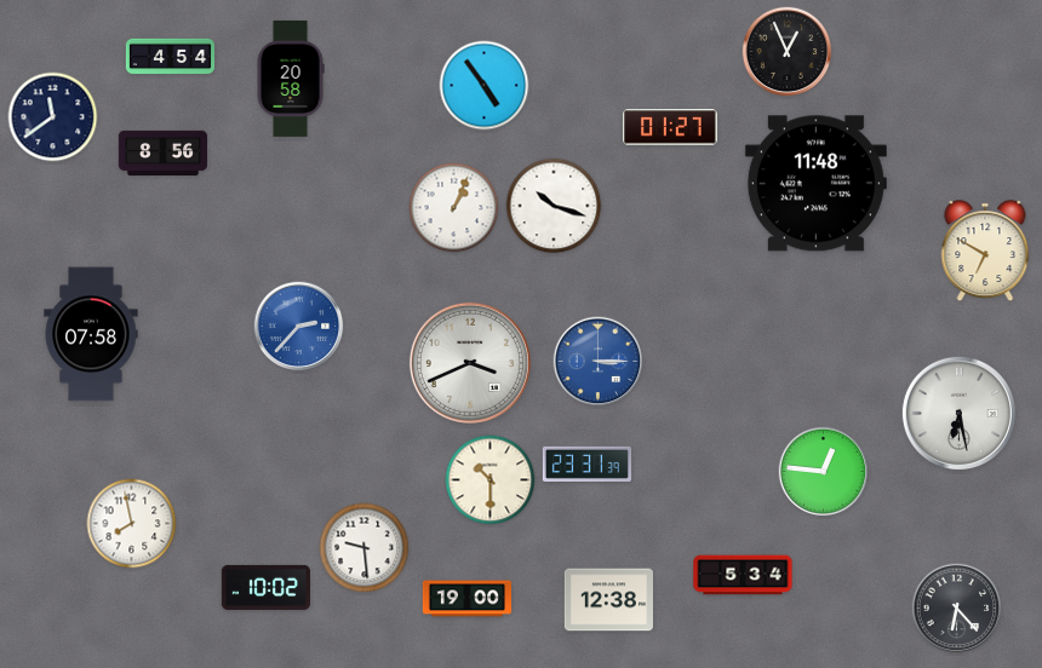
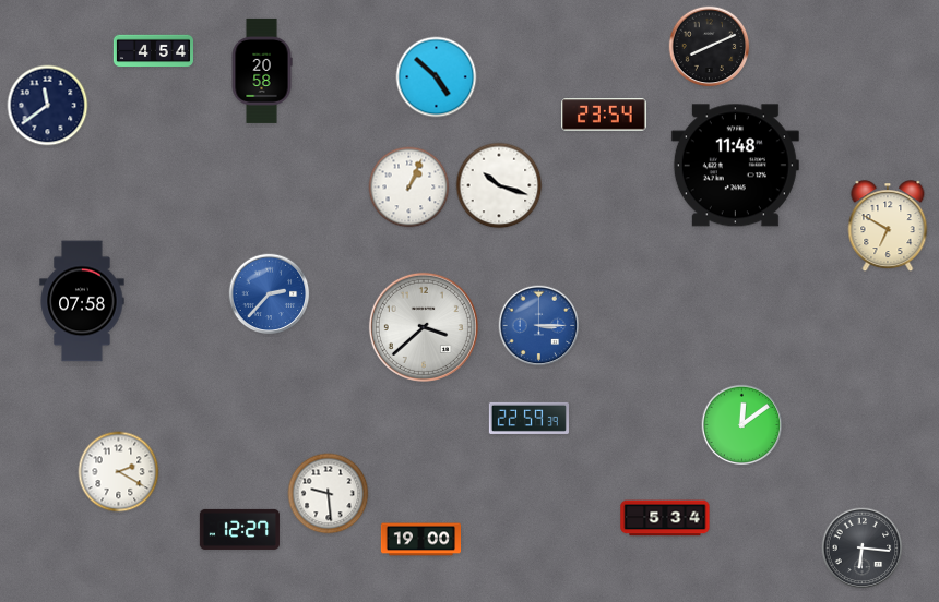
clock at (788, 52): 12:56 -> 8:11
clock at (485, 86): 4:54 -> 4:52
clock at (670, 127): 01:27 -> 23:54
clock at (162, 154): 8:56 -> none
clock at (470, 363): 3:41 -> 3:38
clock at (958, 413): 6:28 -> none
clock at (586, 463): 23:31 -> 22:59
clock at (824, 472): 12:46 -> 12:09
clock at (491, 480): 10:30 -> none
clock at (132, 524): 7:58 -> 2:20
clock at (743, 575) position: (743, 575) -> (665, 518)
clock at (265, 587): 10:02 -> 12:27
clock at (608, 600): 12:38 -> none
clock at (957, 609): 6:23 -> 6:16
